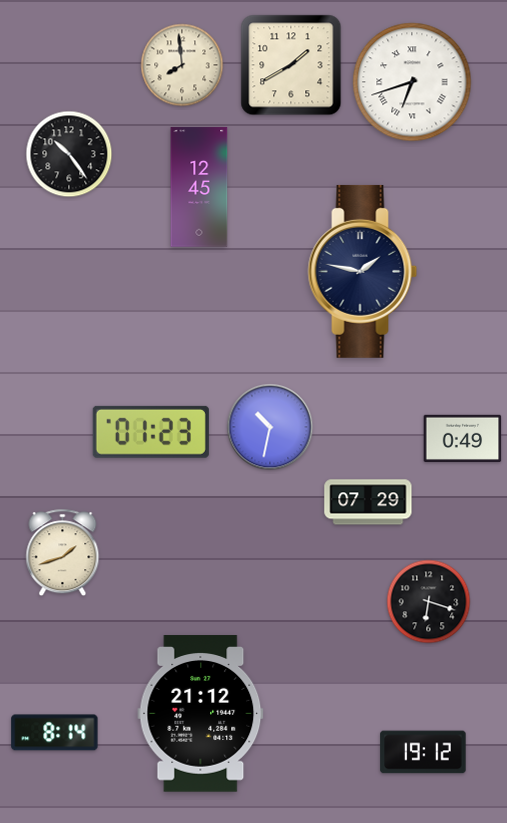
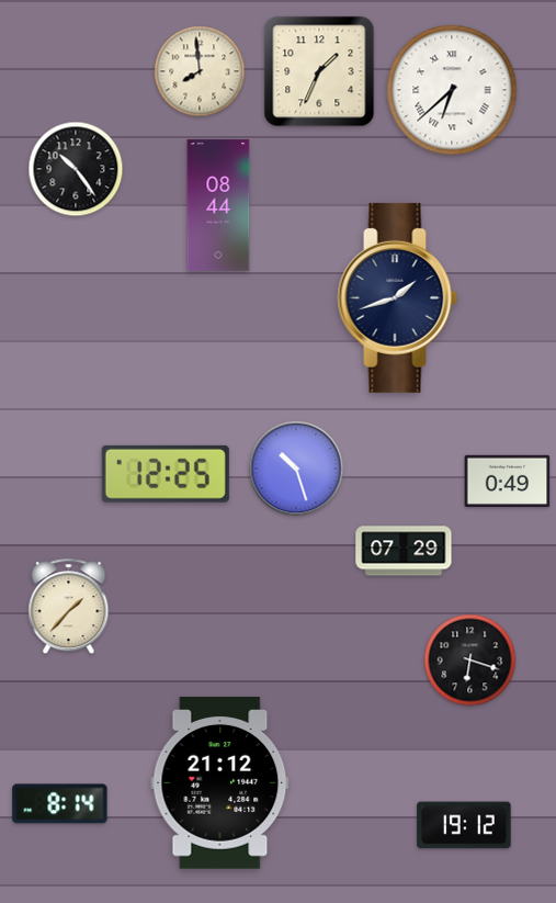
clock at (291, 65): 1:40 -> 1:34
clock at (412, 82): 6:42 -> 6:38
clock at (199, 187): 12:45 -> 08:44
clock at (363, 271): 1:47 -> 1:42
clock at (270, 427): 10:32 -> 10:27
clock at (151, 432): 01:23 -> 12:25
clock at (63, 553): 1:42 -> 1:37
